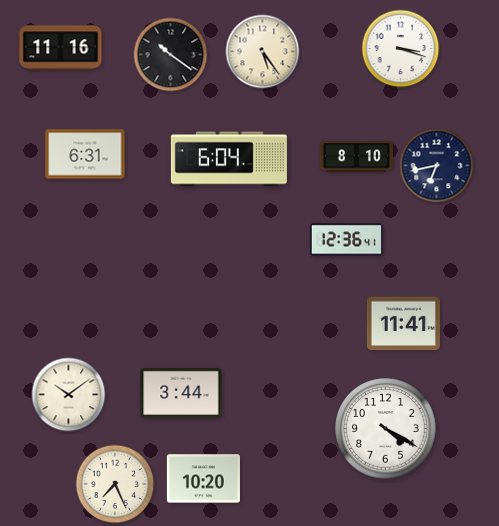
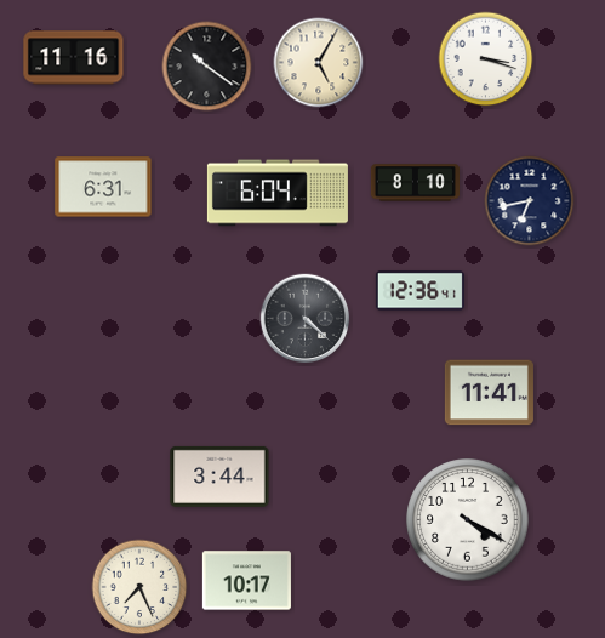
clock at (263, 52): 5:24 -> 5:05
clock at (356, 157) position: (356, 157) -> (415, 183)
clock at (306, 319): none -> 4:22
clock at (69, 395): 10:09 -> none
clock at (203, 479): 10:20 -> 10:17
